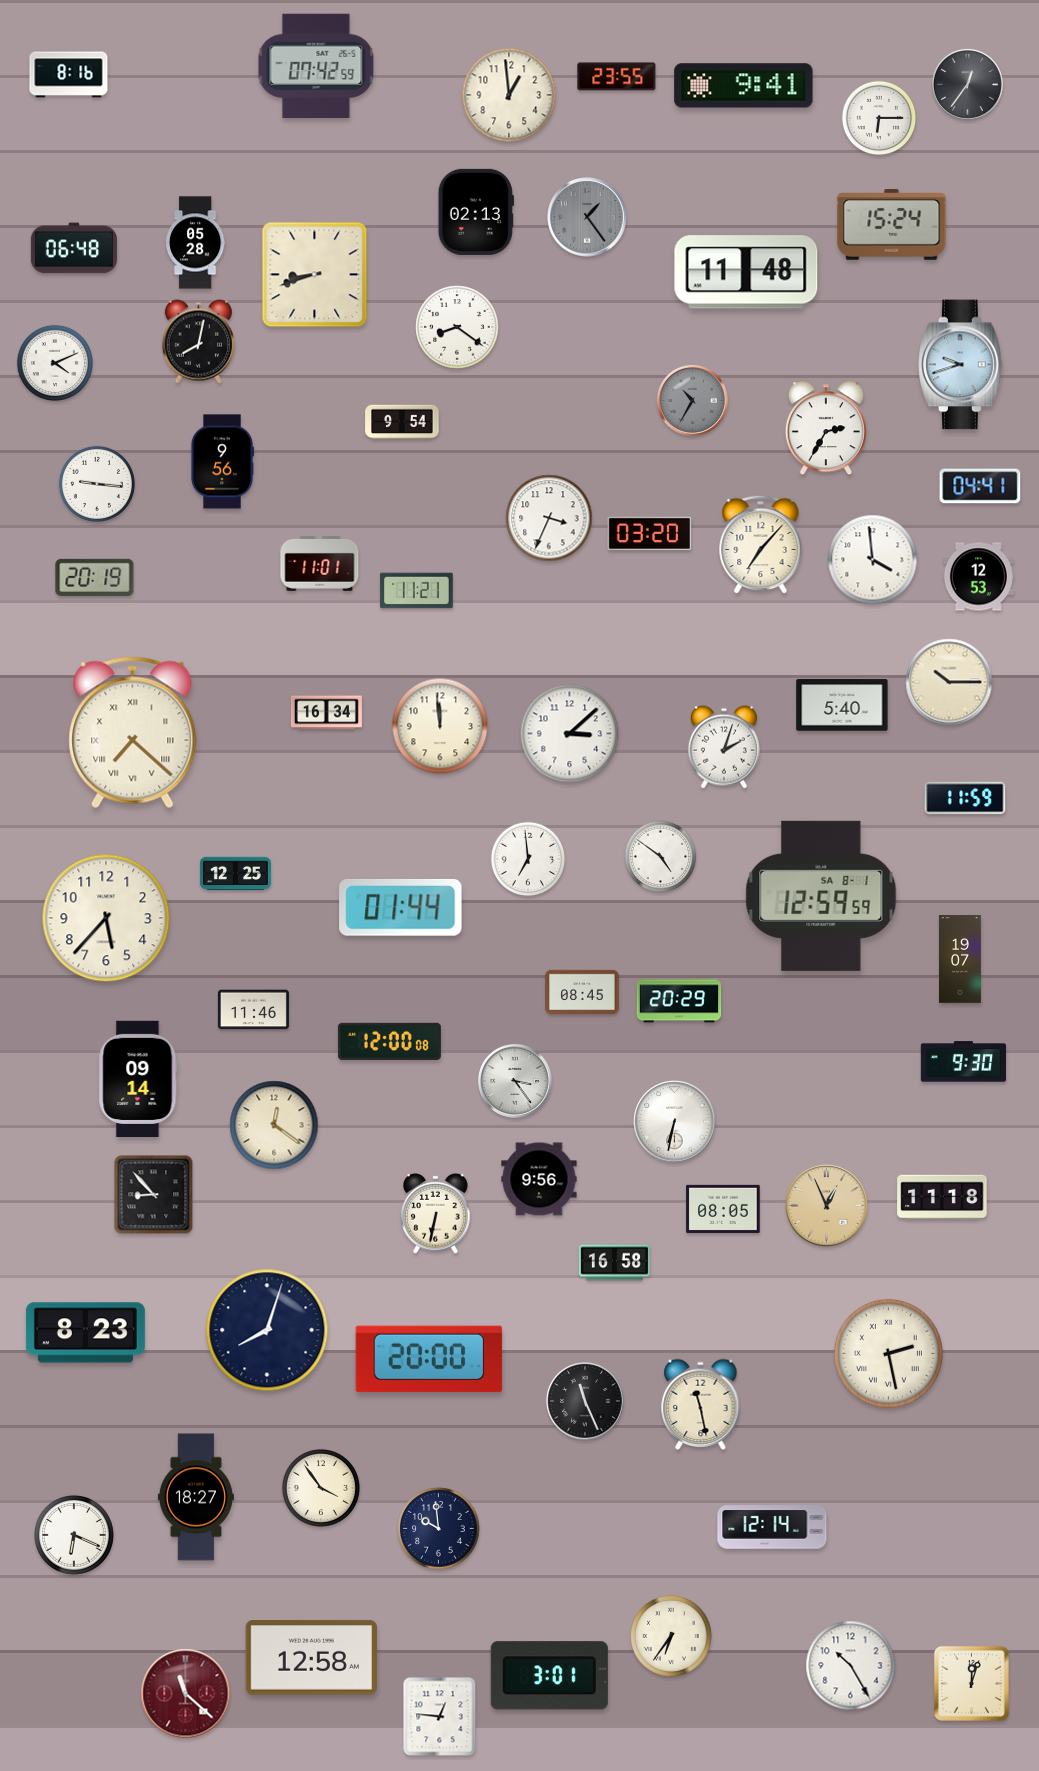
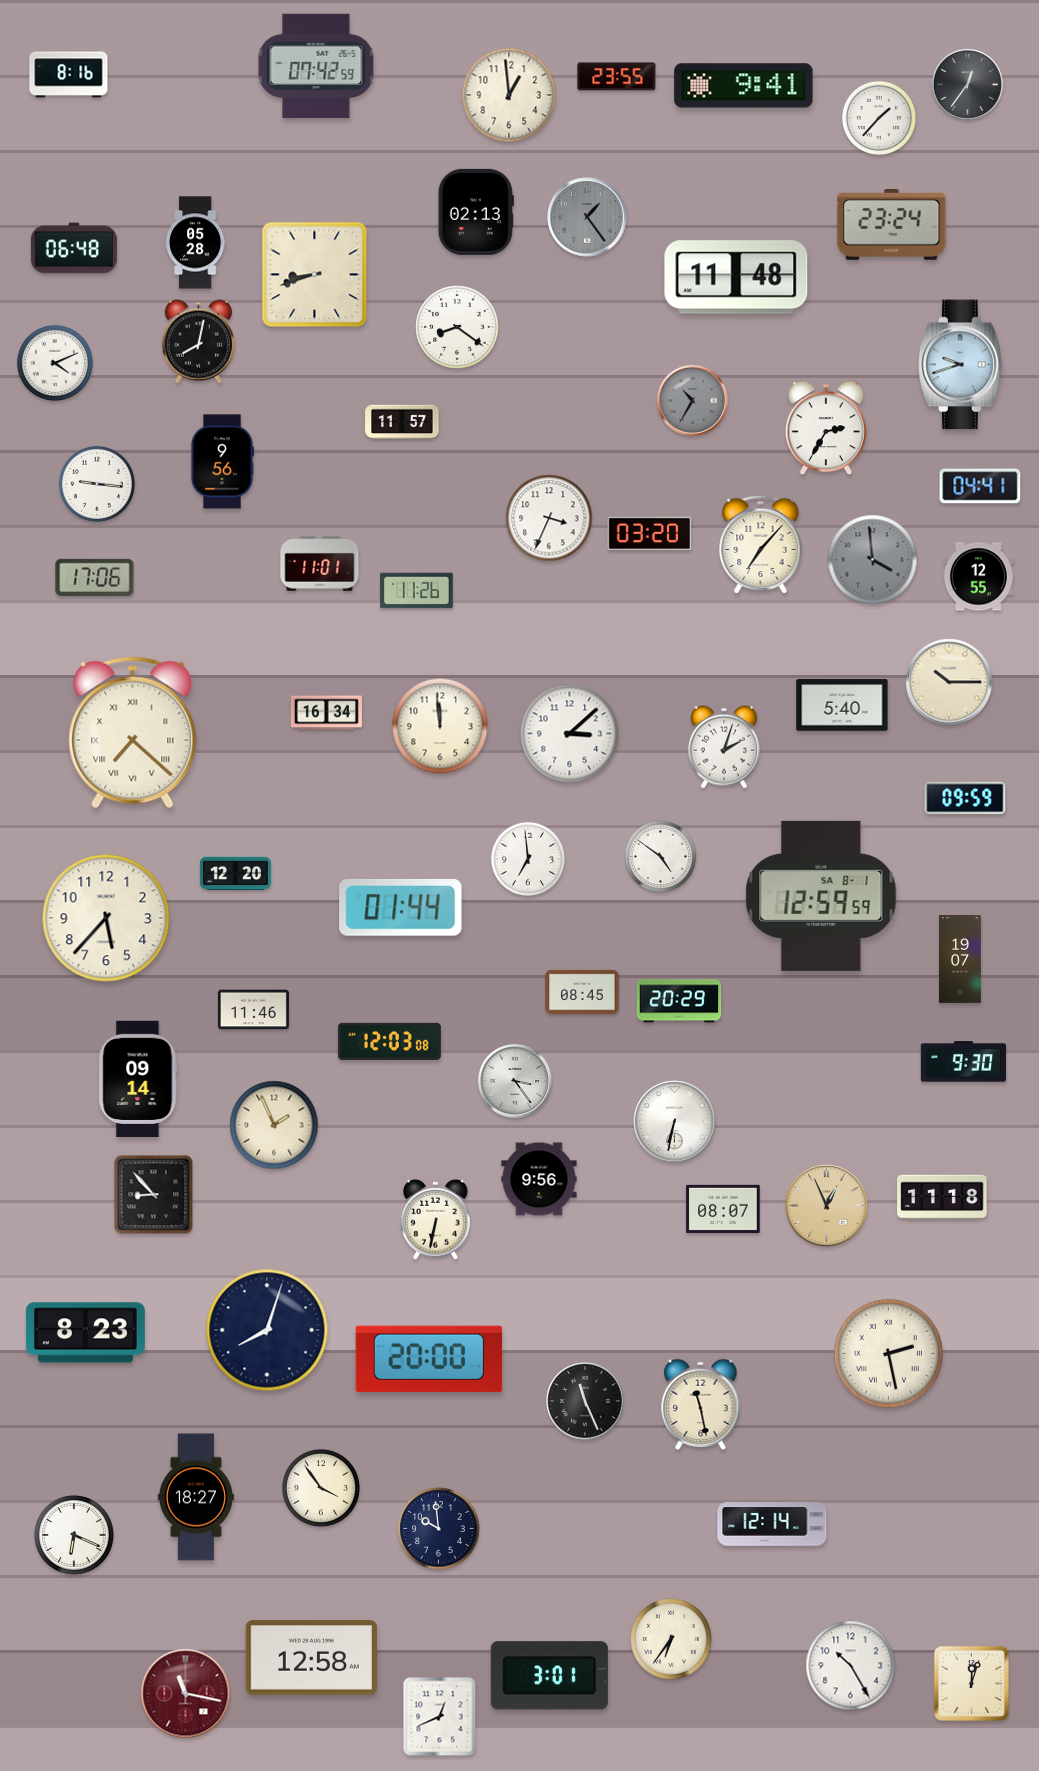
clock at (879, 118): 6:15 -> 1:37
clock at (892, 225): 15:24 -> 23:24
clock at (746, 272) position: (746, 272) -> (736, 277)
clock at (402, 422): 9:54 -> 11:57
clock at (873, 560) dial: white -> grey
clock at (95, 577): 20:19 -> 17:06
clock at (978, 577): 12:53 -> 12:55
clock at (417, 591): 11:21 -> 11:26
clock at (965, 798): 11:59 -> 09:59
clock at (235, 874): 12:25 -> 12:20
clock at (389, 1041): 12:00 -> 12:03
clock at (274, 1125): 12:21 -> 1:56
clock at (723, 1209): 08:05 -> 08:07
clock at (436, 1213) position: (436, 1213) -> (436, 1219)
clock at (614, 1263): 16:58 -> none
clock at (772, 1527) position: (772, 1527) -> (772, 1524)
clock at (671, 1636) position: (671, 1636) -> (671, 1639)
clock at (186, 1694): 11:22 -> 11:17
clock at (440, 1717): 12:46 -> 12:41
